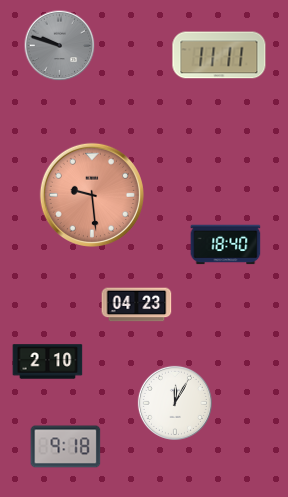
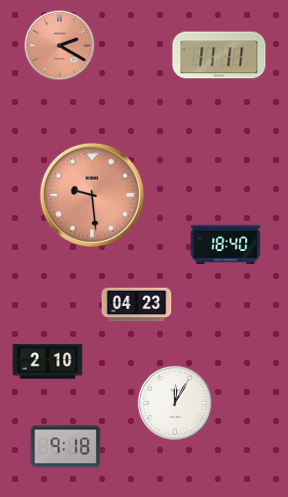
clock at (60, 46): 9:48 -> 2:20
clock at (60, 46) dial: grey -> salmon
